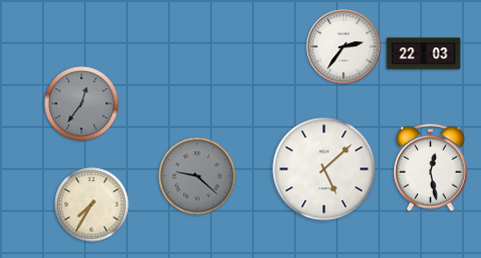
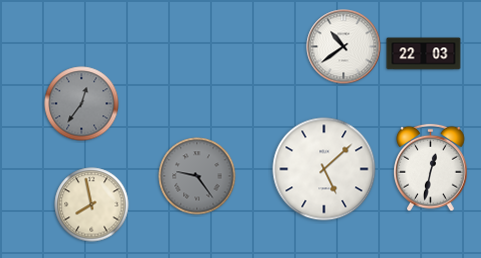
clock at (344, 47): 2:36 -> 10:39
clock at (431, 168): 12:28 -> 12:32
clock at (197, 176): 9:22 -> 9:24
clock at (92, 205): 7:35 -> 7:58
